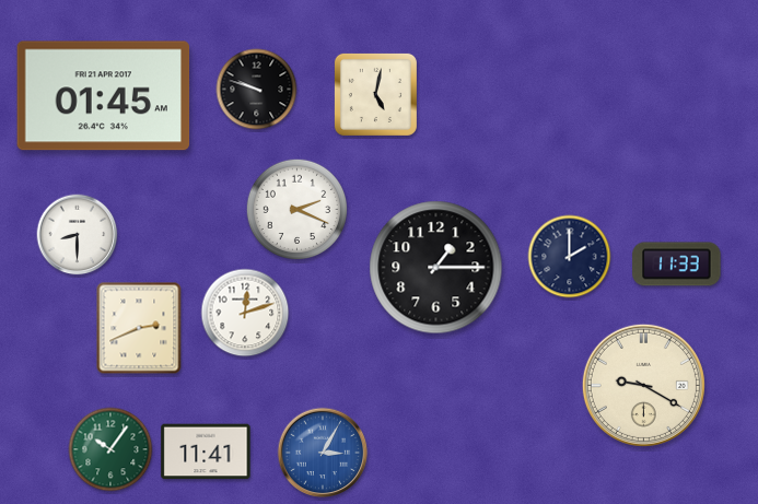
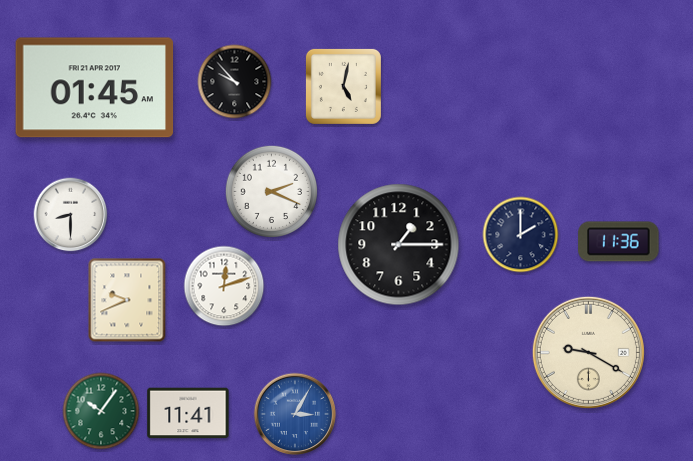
clock at (257, 90): 9:48 -> 9:53
clock at (677, 265): 11:33 -> 11:36
clock at (139, 328): 2:41 -> 9:41
